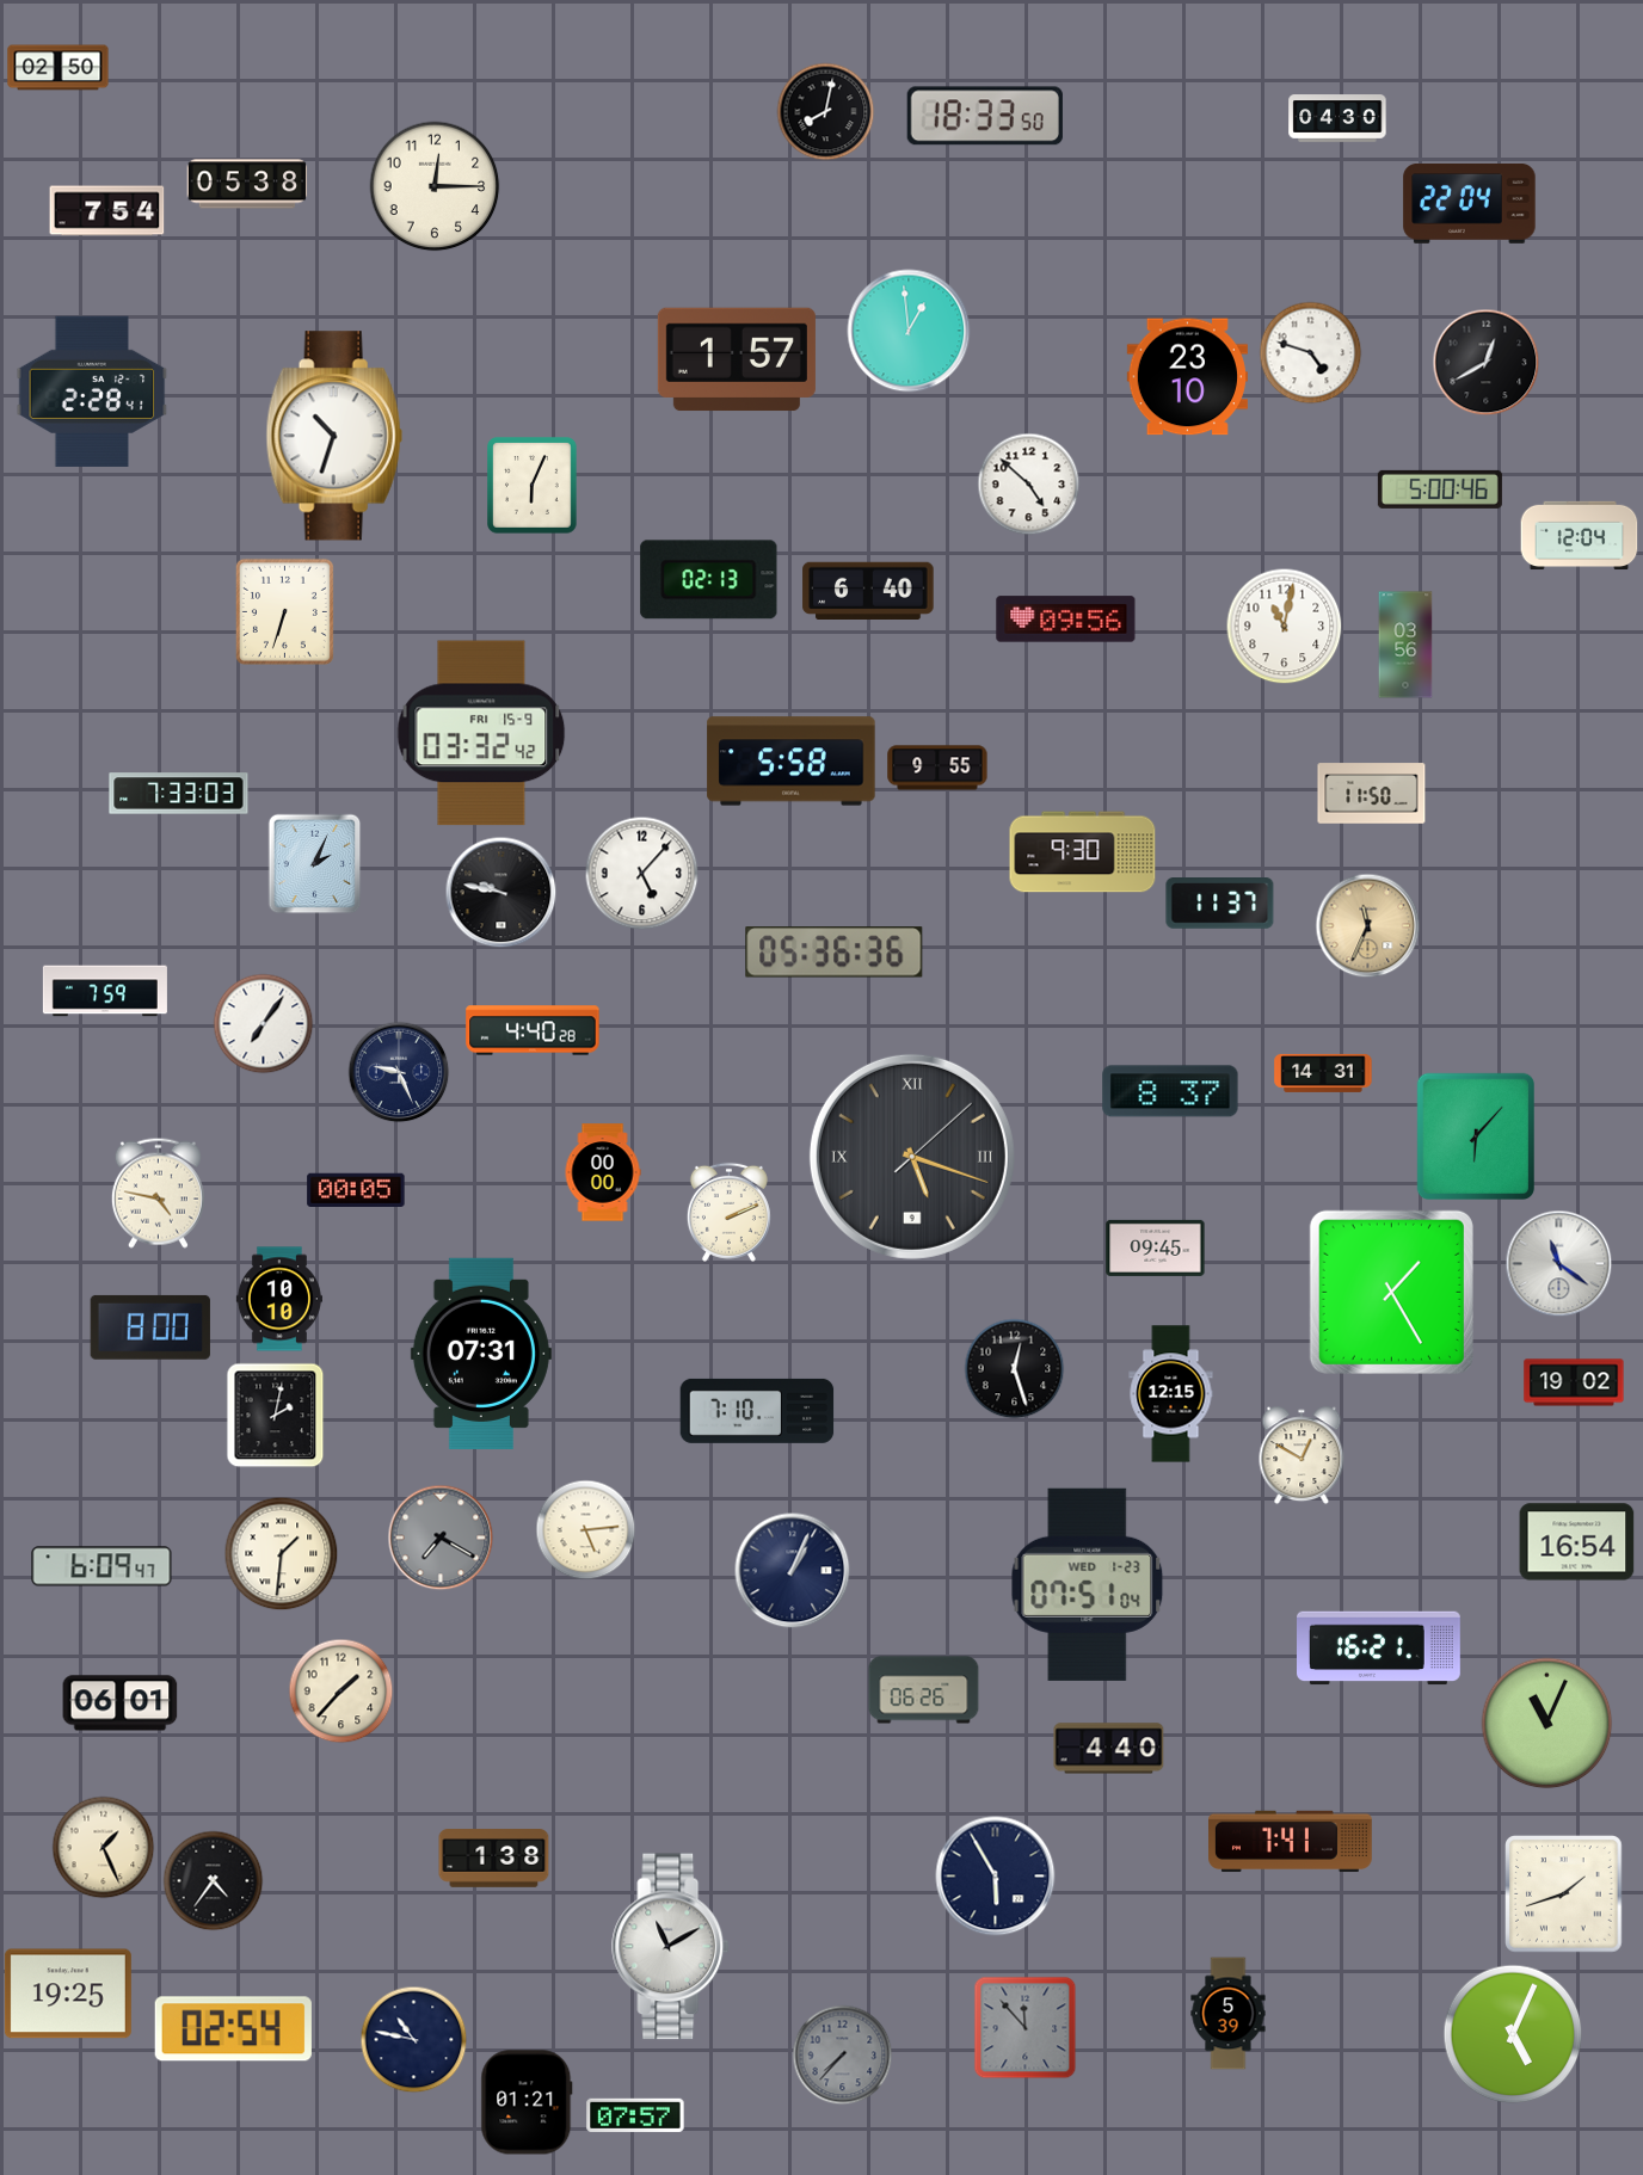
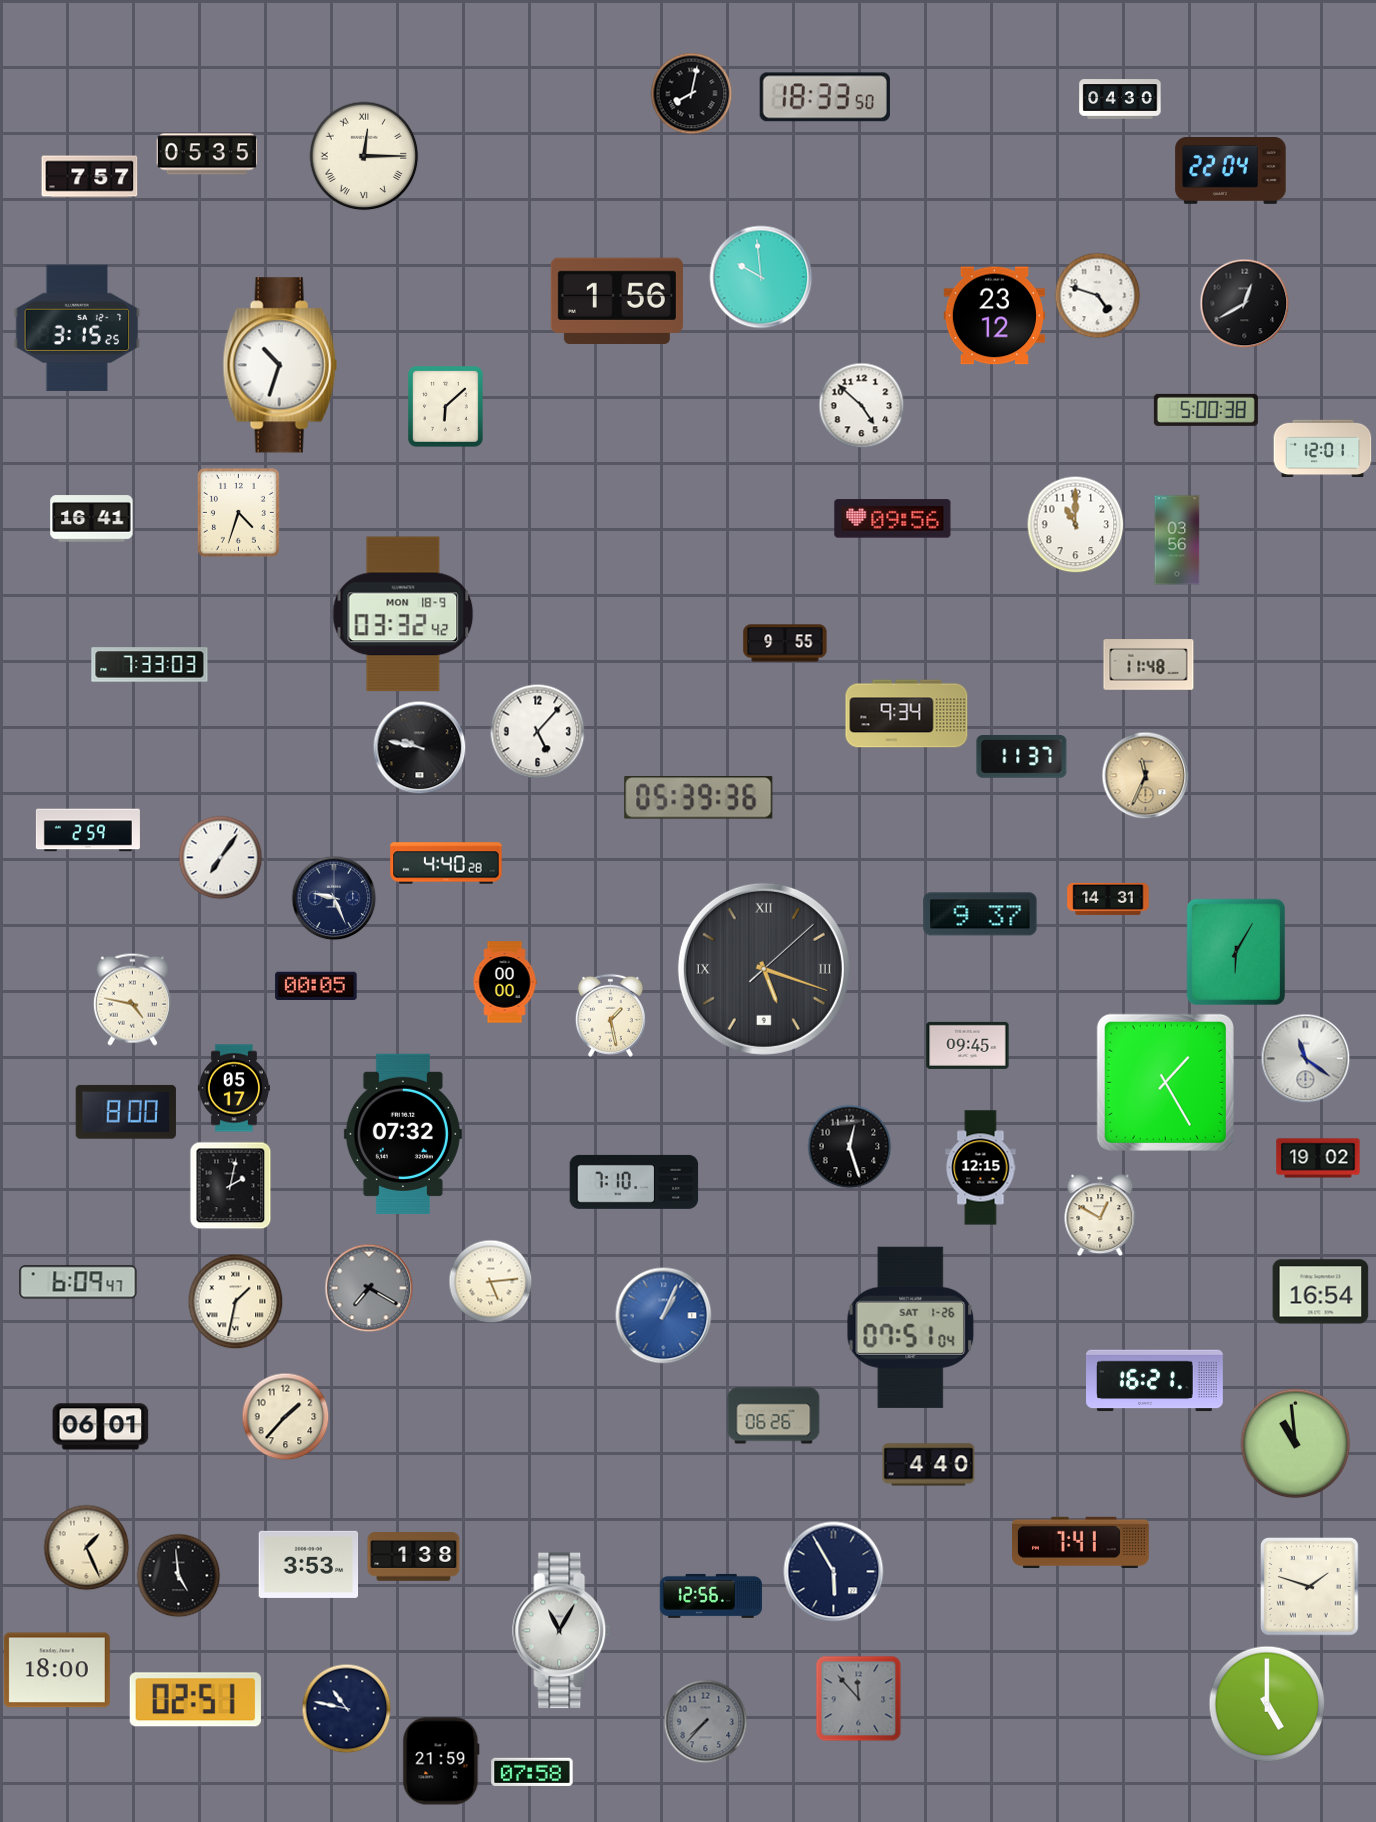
clock at (59, 68): 02:50 -> none
clock at (247, 184): 05:38 -> 05:35
clock at (435, 186) numerals: Arabic -> Roman
clock at (107, 211): 7:54 -> 7:57
clock at (909, 331): 12:59 -> 9:59
clock at (737, 359): 1:57 -> 1:56
clock at (1187, 377): 23:10 -> 23:12
clock at (92, 392): 2:28 -> 3:15
clock at (533, 486): 6:04 -> 6:08
clock at (1440, 489): 5:00:46 -> 5:00:38
clock at (1580, 536): 12:04 -> 12:01
clock at (709, 580): 02:13 -> none
clock at (868, 590): 6:40 -> none
clock at (284, 611): 6:33 -> 4:33
clock at (92, 519): none -> 16:41
clock at (1285, 627): 11:02 -> 11:00
clock at (481, 733) date: FRI 15-9 -> MON 18-9
clock at (792, 762): 5:58 -> none
clock at (1372, 794): 11:50 -> 11:48
clock at (1083, 852): 9:30 -> 9:34
clock at (315, 864): 2:04 -> none
clock at (835, 953): 05:36 -> 05:39
clock at (105, 991): 7:59 -> 2:59
clock at (1170, 1091): 8:37 -> 9:37
clock at (1475, 1135): 6:07 -> 6:05
clock at (356, 1190) position: (356, 1190) -> (316, 986)
clock at (728, 1212): 2:11 -> 1:28
clock at (279, 1299): 10:10 -> 05:17
clock at (481, 1354): 07:31 -> 07:32
clock at (1302, 1455) position: (1302, 1455) -> (1100, 1215)
clock at (282, 1554): 1:31 -> 1:32
clock at (101, 1566) position: (101, 1566) -> (78, 1282)
clock at (793, 1571) dial: navy -> blue
clock at (1088, 1584) date: WED 1-23 -> SAT 1-26
clock at (1547, 1724): 11:04 -> 10:59
clock at (309, 1564): none -> 3:53
clock at (214, 1881): 4:36 -> 4:59
clock at (1564, 1894): 1:42 -> 1:48
clock at (711, 1596): none -> 12:56
clock at (671, 1947): 11:10 -> 11:05
clock at (68, 1994): 19:25 -> 18:00
clock at (1229, 2014): 5:39 -> none
clock at (233, 2029): 02:54 -> 02:51
clock at (1513, 2034): 5:04 -> 5:00
clock at (527, 2102): 01:21 -> 21:59
clock at (635, 2114): 07:57 -> 07:58
